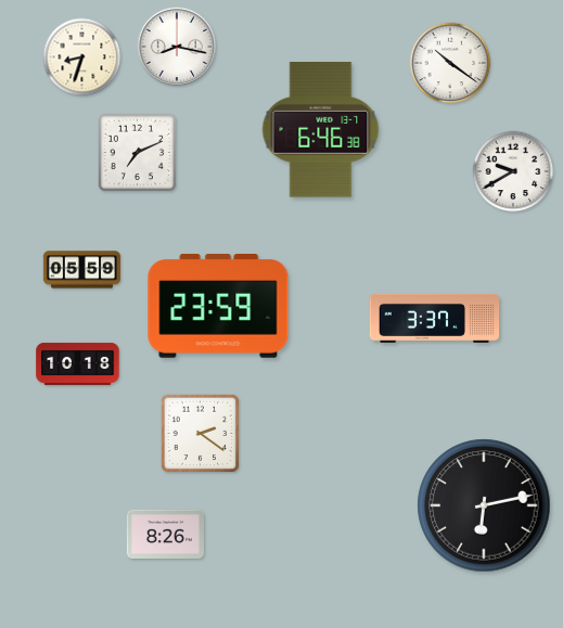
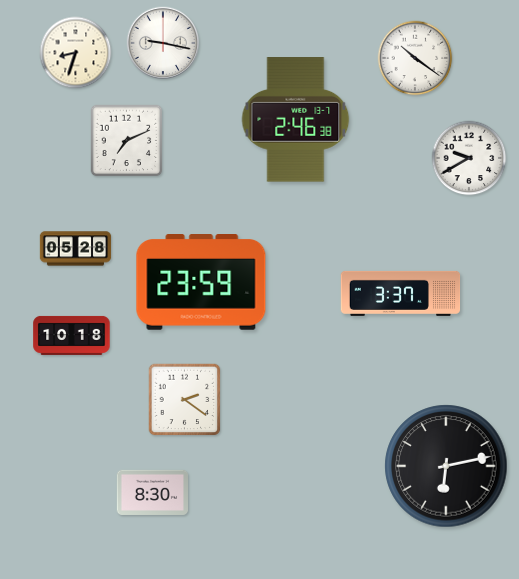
clock at (176, 46): 8:17 -> 9:17
clock at (321, 130): 6:46 -> 2:46
clock at (513, 171) position: (513, 171) -> (469, 158)
clock at (82, 270): 05:59 -> 05:28
clock at (166, 534): 8:26 -> 8:30
